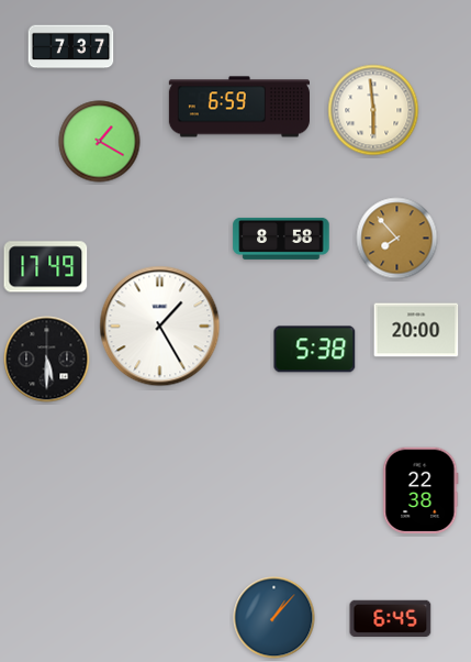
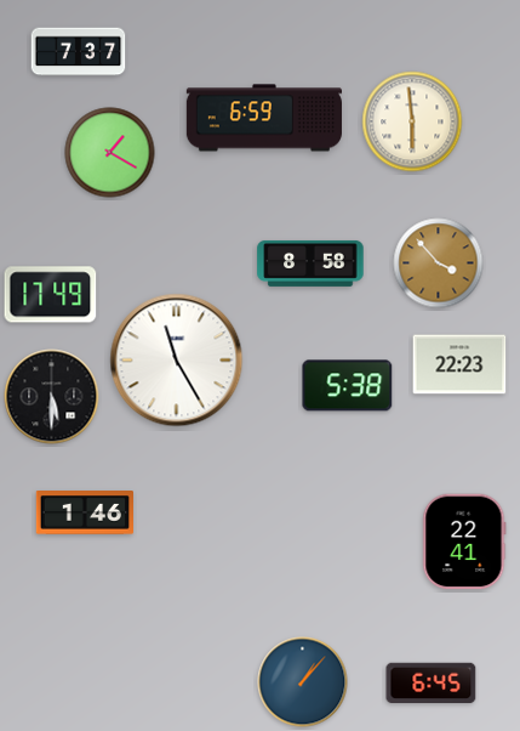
clock at (100, 142) position: (100, 142) -> (110, 153)
clock at (397, 239): 7:53 -> 3:53
clock at (160, 327): 1:25 -> 11:25
clock at (416, 330): 20:00 -> 22:23
clock at (84, 514): none -> 1:46
clock at (420, 490): 22:38 -> 22:41
